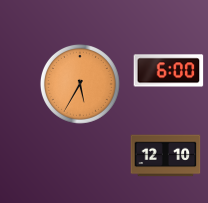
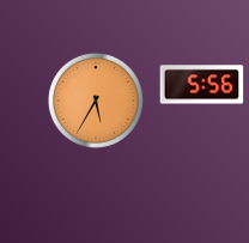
clock at (169, 71): 6:00 -> 5:56
clock at (166, 156): 12:10 -> none
